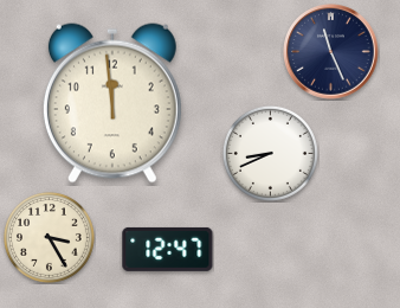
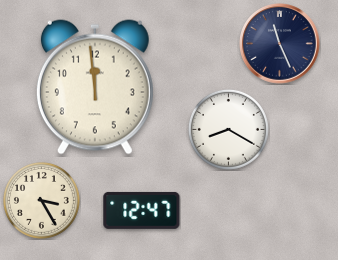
clock at (270, 153): 8:41 -> 8:20
